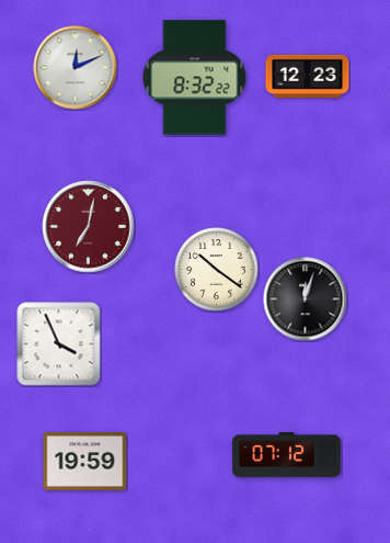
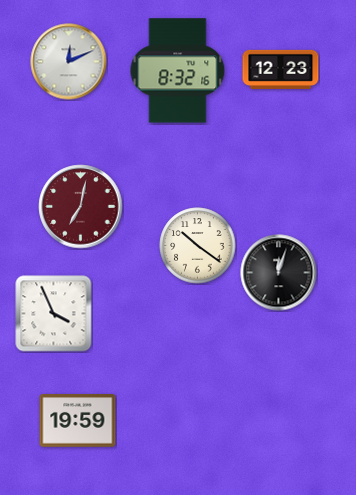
clock at (195, 78): 8:32:22 -> 8:32:16
clock at (287, 455): 07:12 -> none
